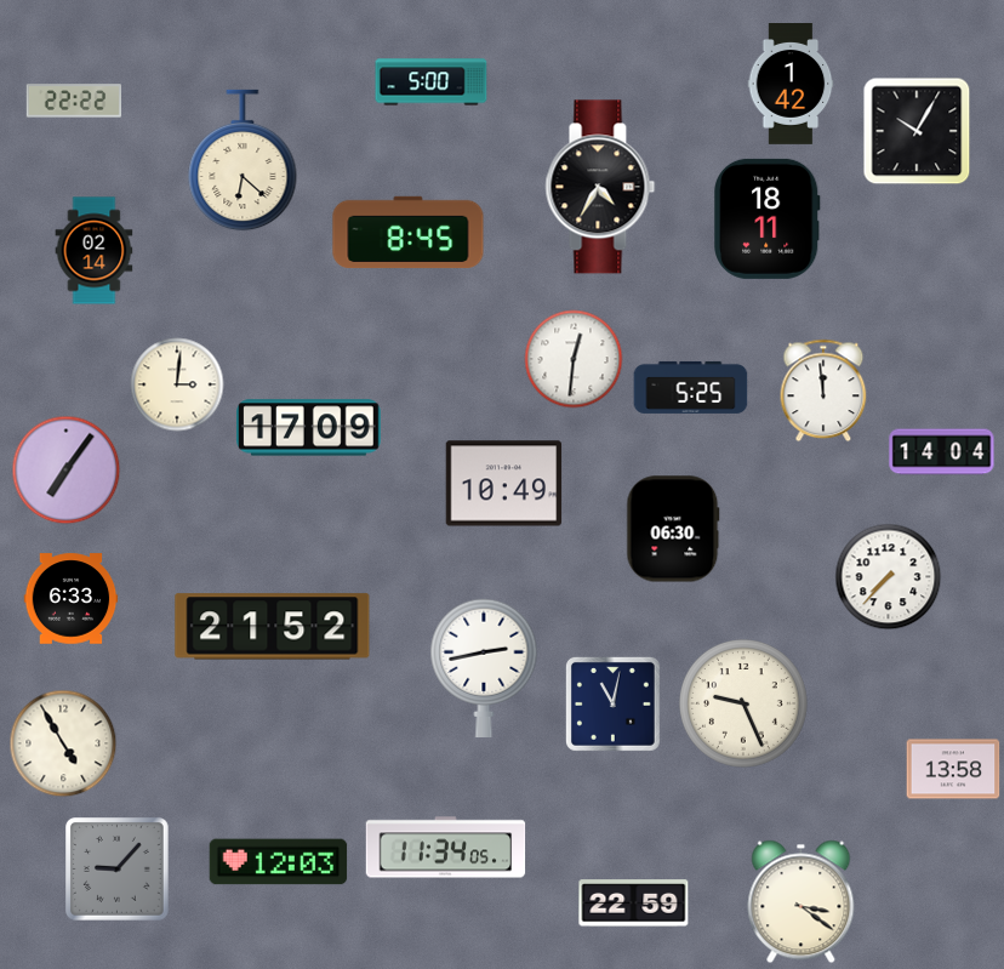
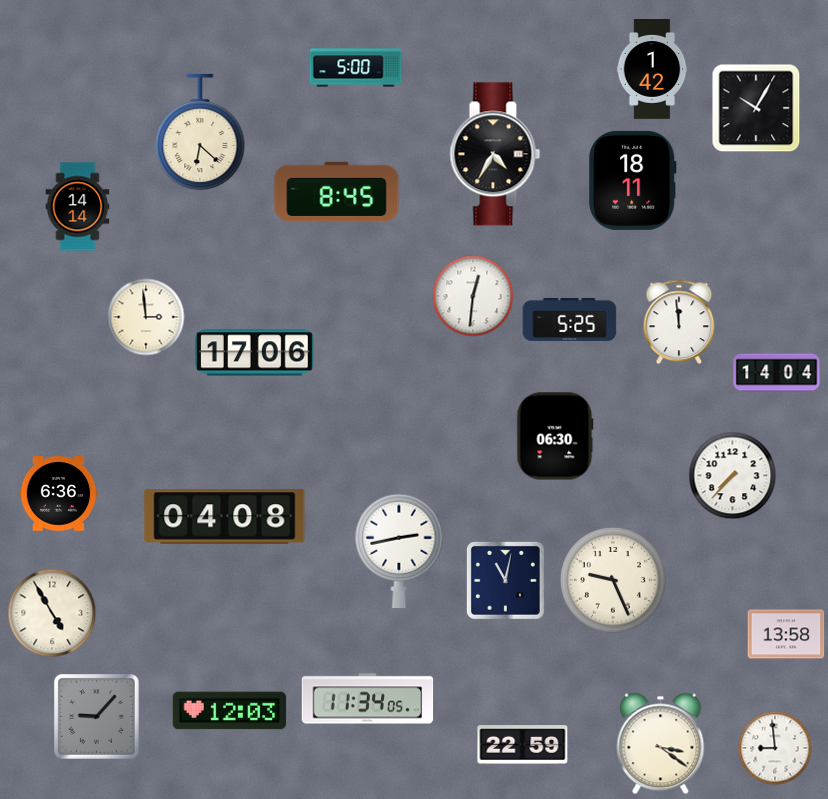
clock at (74, 101): 22:22 -> none
clock at (95, 251): 02:14 -> 14:14
clock at (177, 384): 3:01 -> 2:59
clock at (309, 428): 17:09 -> 17:06
clock at (67, 471): 7:06 -> none
clock at (504, 484): 10:49 -> none
clock at (72, 599): 6:33 -> 6:36
clock at (273, 627): 21:52 -> 04:08
clock at (775, 748): none -> 8:59
